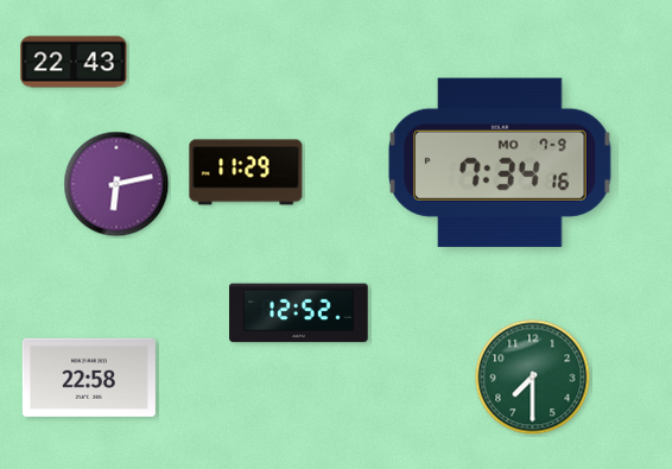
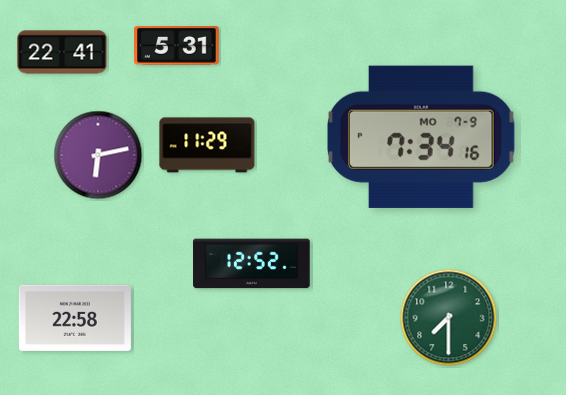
clock at (177, 46): none -> 5:31
clock at (74, 62): 22:43 -> 22:41
